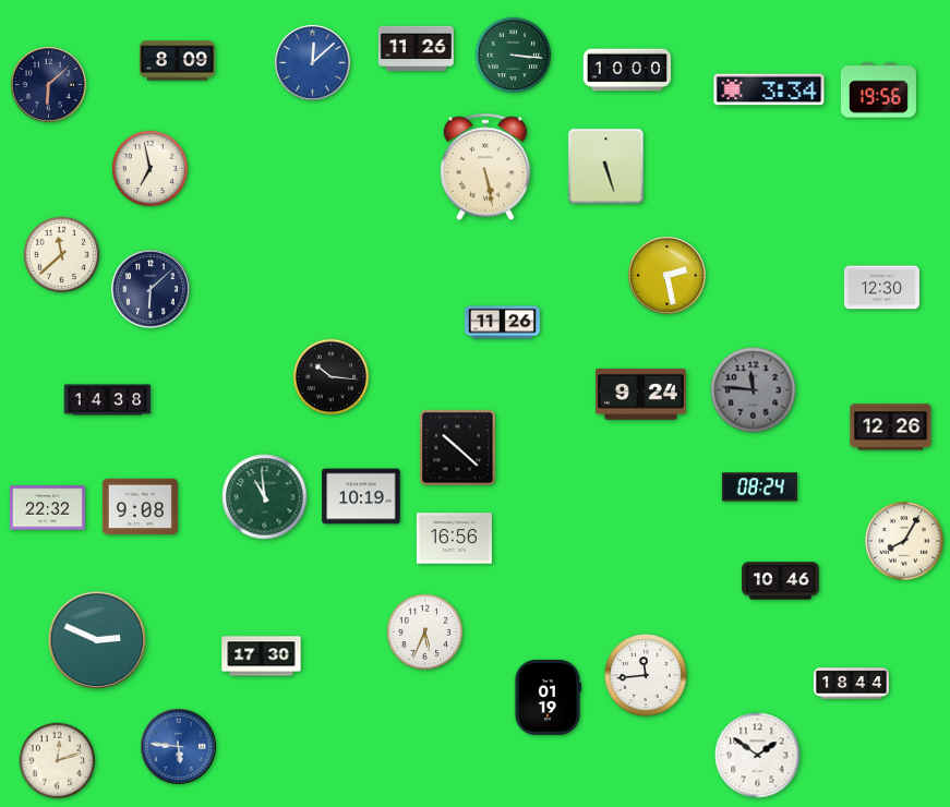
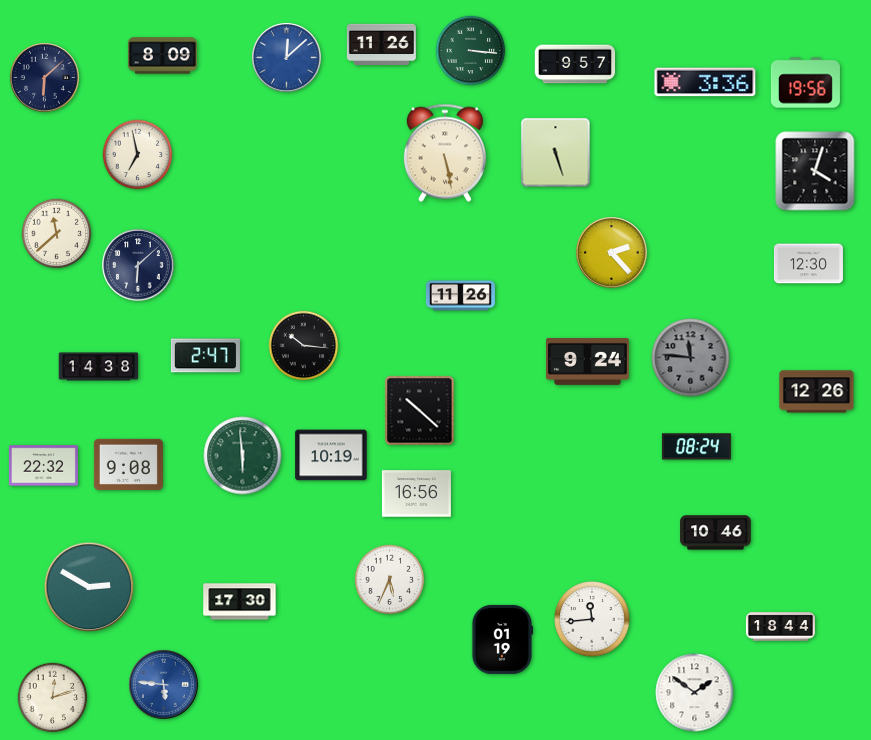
clock at (627, 70): 10:00 -> 9:57
clock at (769, 89): 3:34 -> 3:36
clock at (815, 171): none -> 4:03
clock at (668, 276): 2:28 -> 2:23
clock at (205, 356): none -> 2:47
clock at (265, 497): 10:59 -> 5:59
clock at (904, 541): 8:05 -> none
clock at (97, 640): 2:49 -> 2:50
